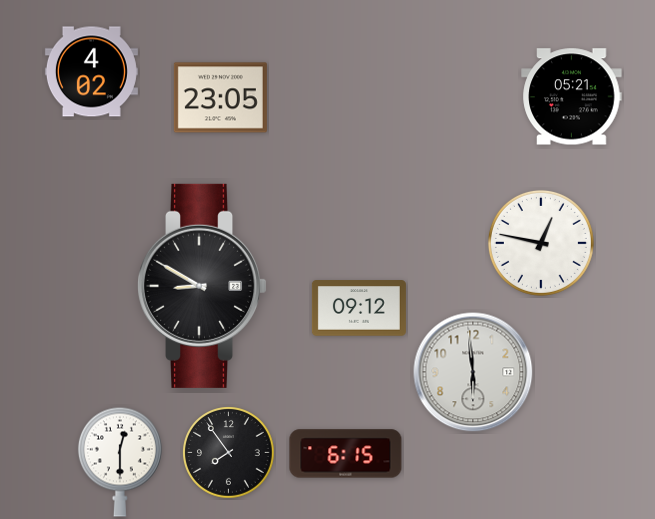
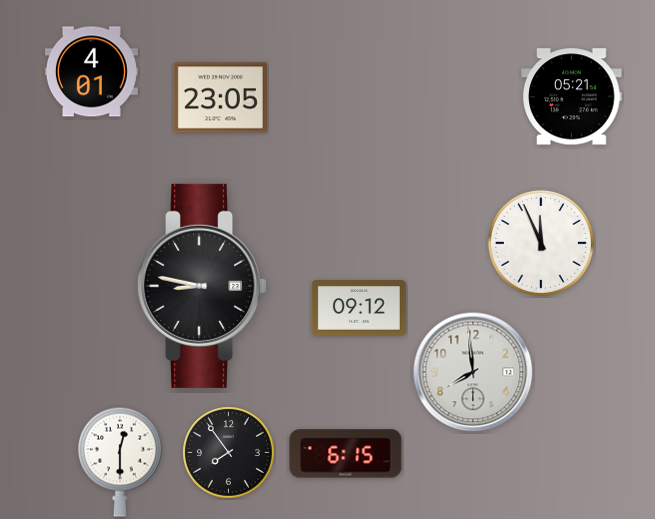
clock at (91, 72): 4:02 -> 4:01
clock at (541, 243): 12:47 -> 11:56
clock at (203, 286): 8:50 -> 8:47
clock at (473, 372): 5:59 -> 7:59
